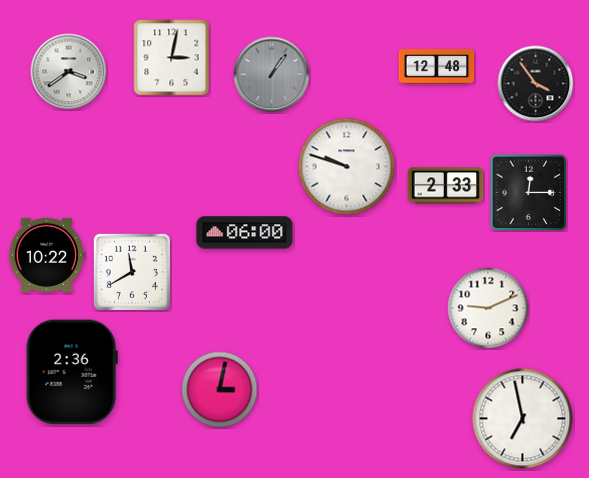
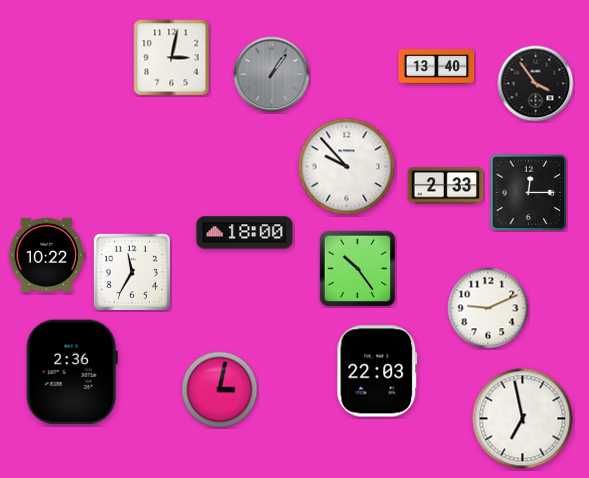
clock at (437, 67): 12:48 -> 13:40
clock at (69, 72): 3:39 -> none
clock at (347, 167): 9:48 -> 9:53
clock at (245, 233): 06:00 -> 18:00
clock at (357, 268): none -> 10:24
clock at (132, 272): 11:40 -> 11:35
clock at (377, 371): none -> 22:03
